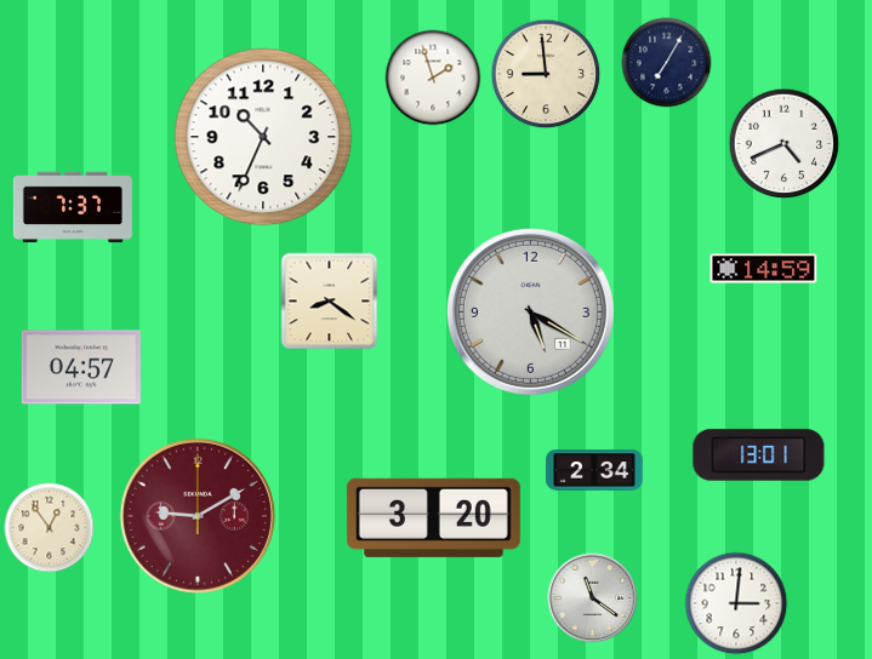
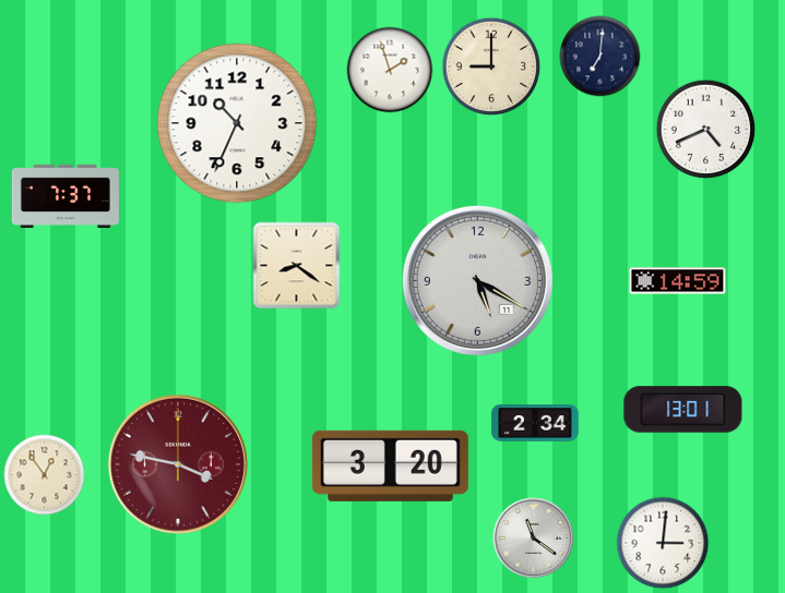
clock at (667, 63): 7:05 -> 7:01
clock at (546, 74): 8:59 -> 9:00
clock at (73, 207) position: (73, 207) -> (66, 196)
clock at (764, 269) position: (764, 269) -> (678, 281)
clock at (330, 302) position: (330, 302) -> (297, 266)
clock at (81, 367): 04:57 -> none
clock at (198, 516): 9:10 -> 3:47
